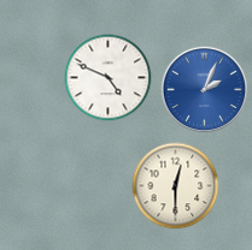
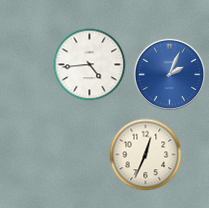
clock at (109, 78): 4:49 -> 4:44
clock at (176, 186): 12:30 -> 12:34
